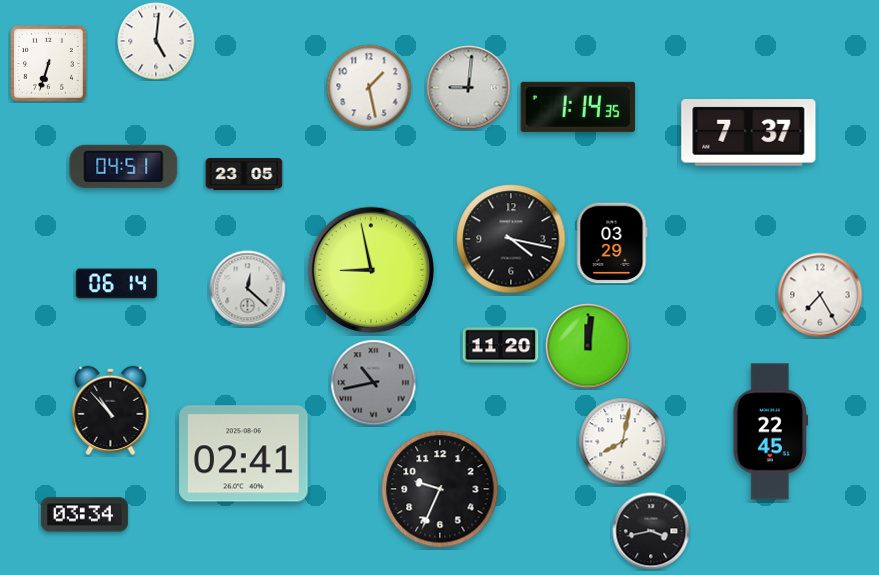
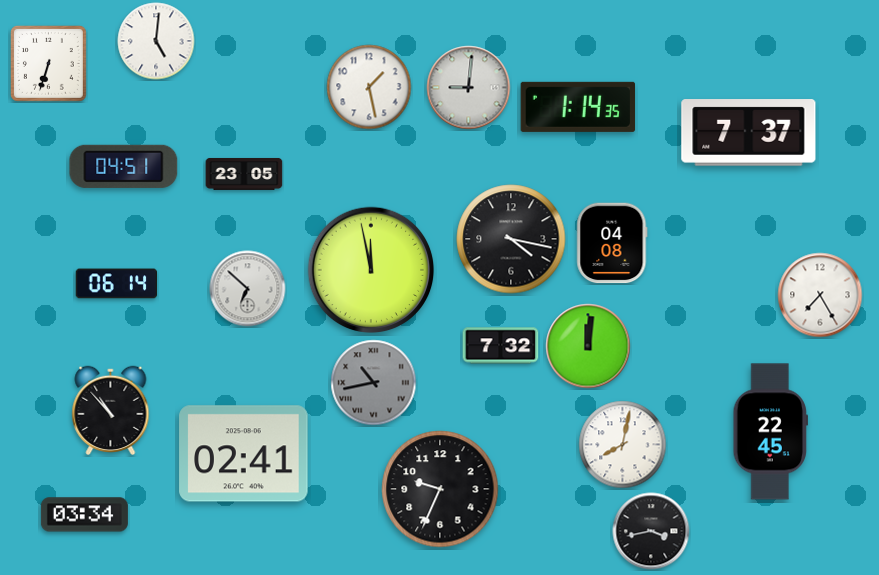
clock at (612, 243): 03:29 -> 04:08
clock at (371, 270): 8:58 -> 11:58
clock at (248, 289): 12:22 -> 6:52
clock at (501, 346): 11:20 -> 7:32
clock at (623, 442) position: (623, 442) -> (623, 445)
